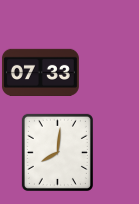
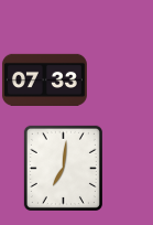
clock at (57, 152): 8:01 -> 7:01
